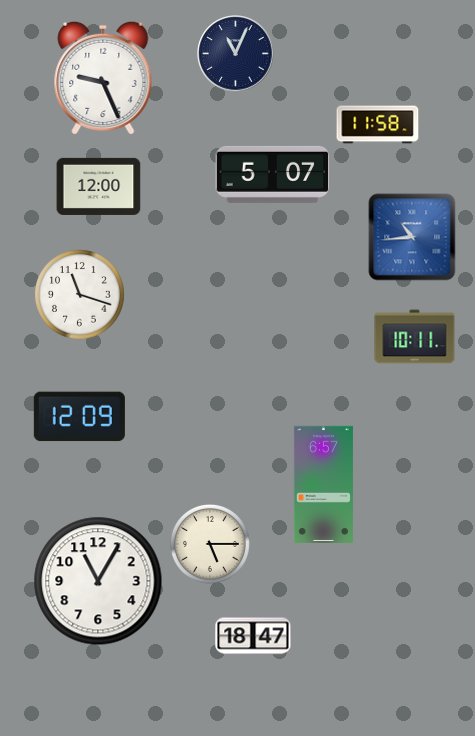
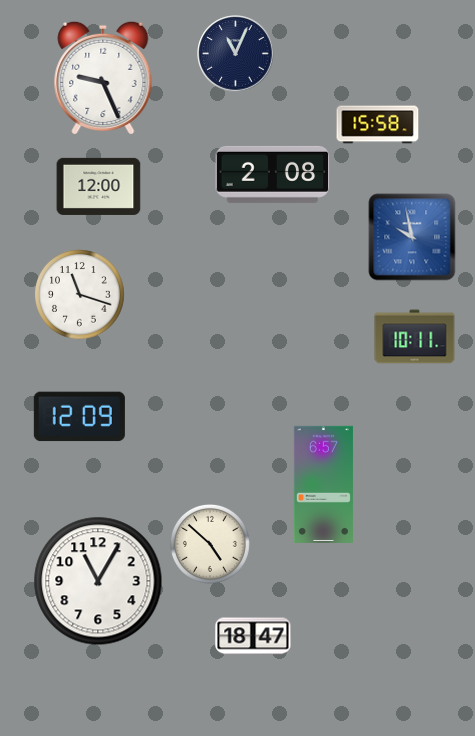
clock at (378, 125): 11:58 -> 15:58
clock at (273, 174): 5:07 -> 2:08
clock at (412, 237): 10:44 -> 9:58
clock at (210, 544): 5:15 -> 4:52
